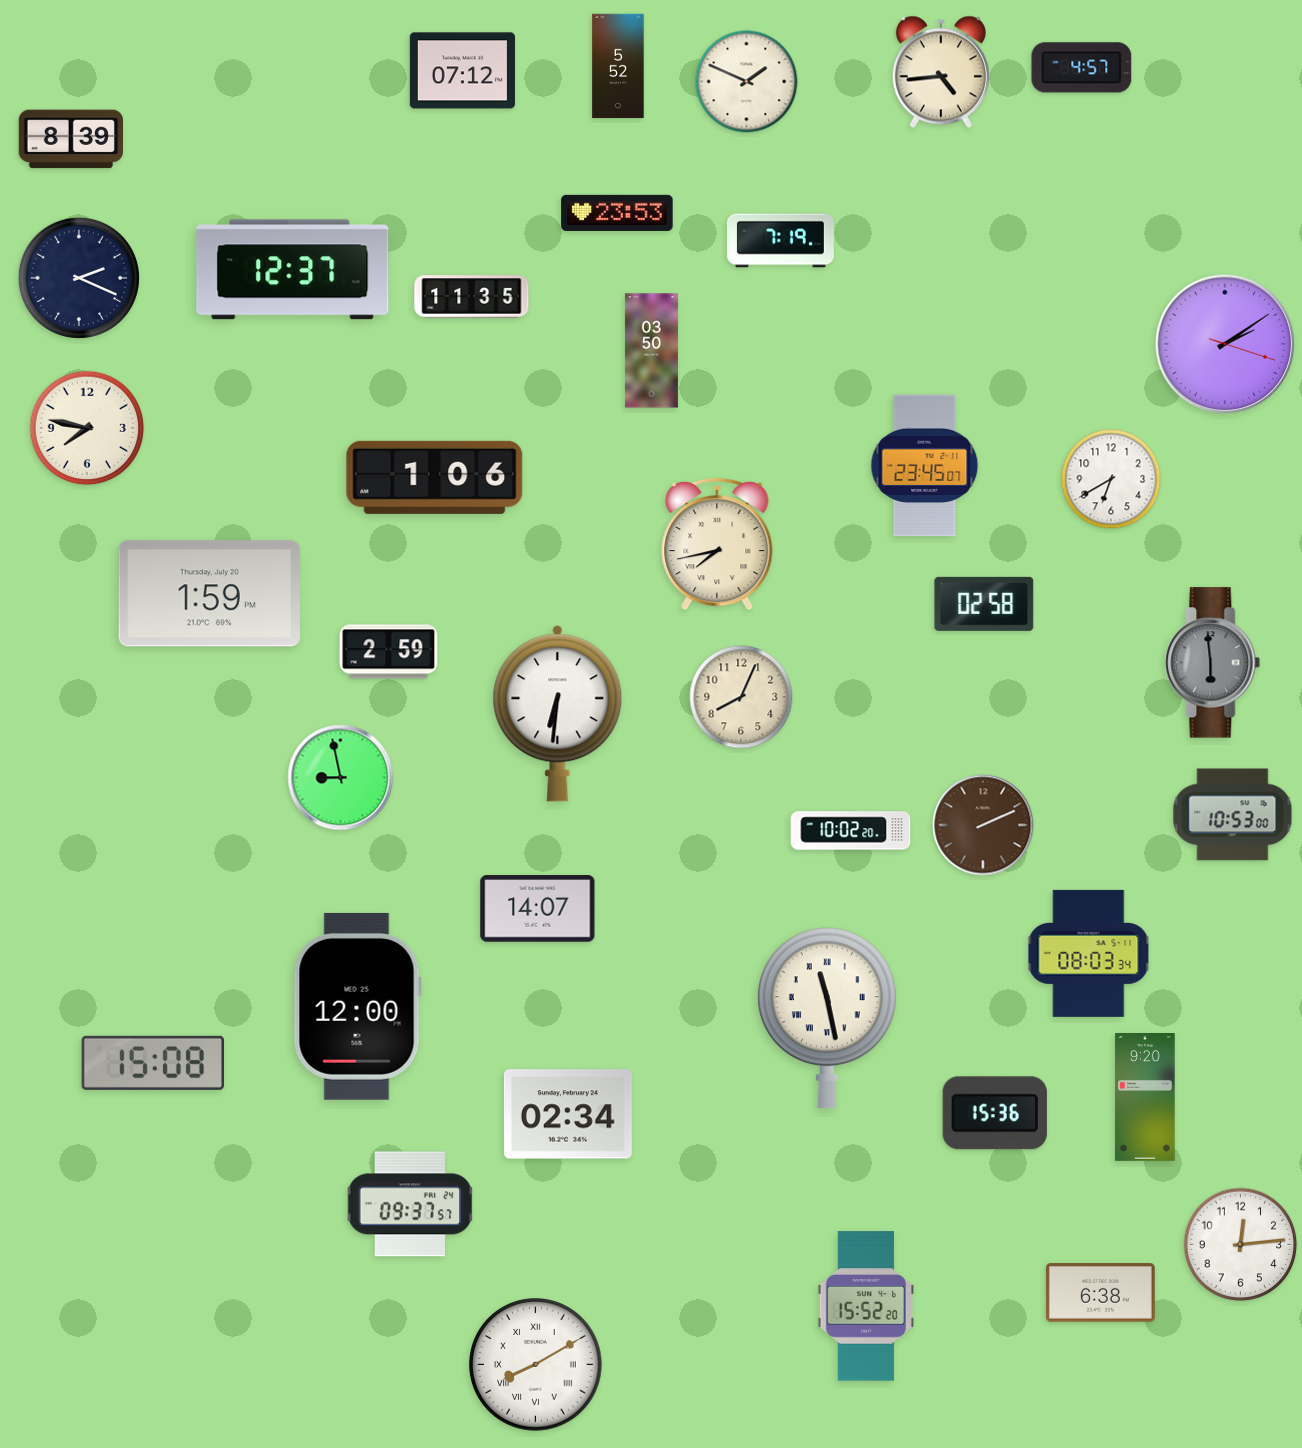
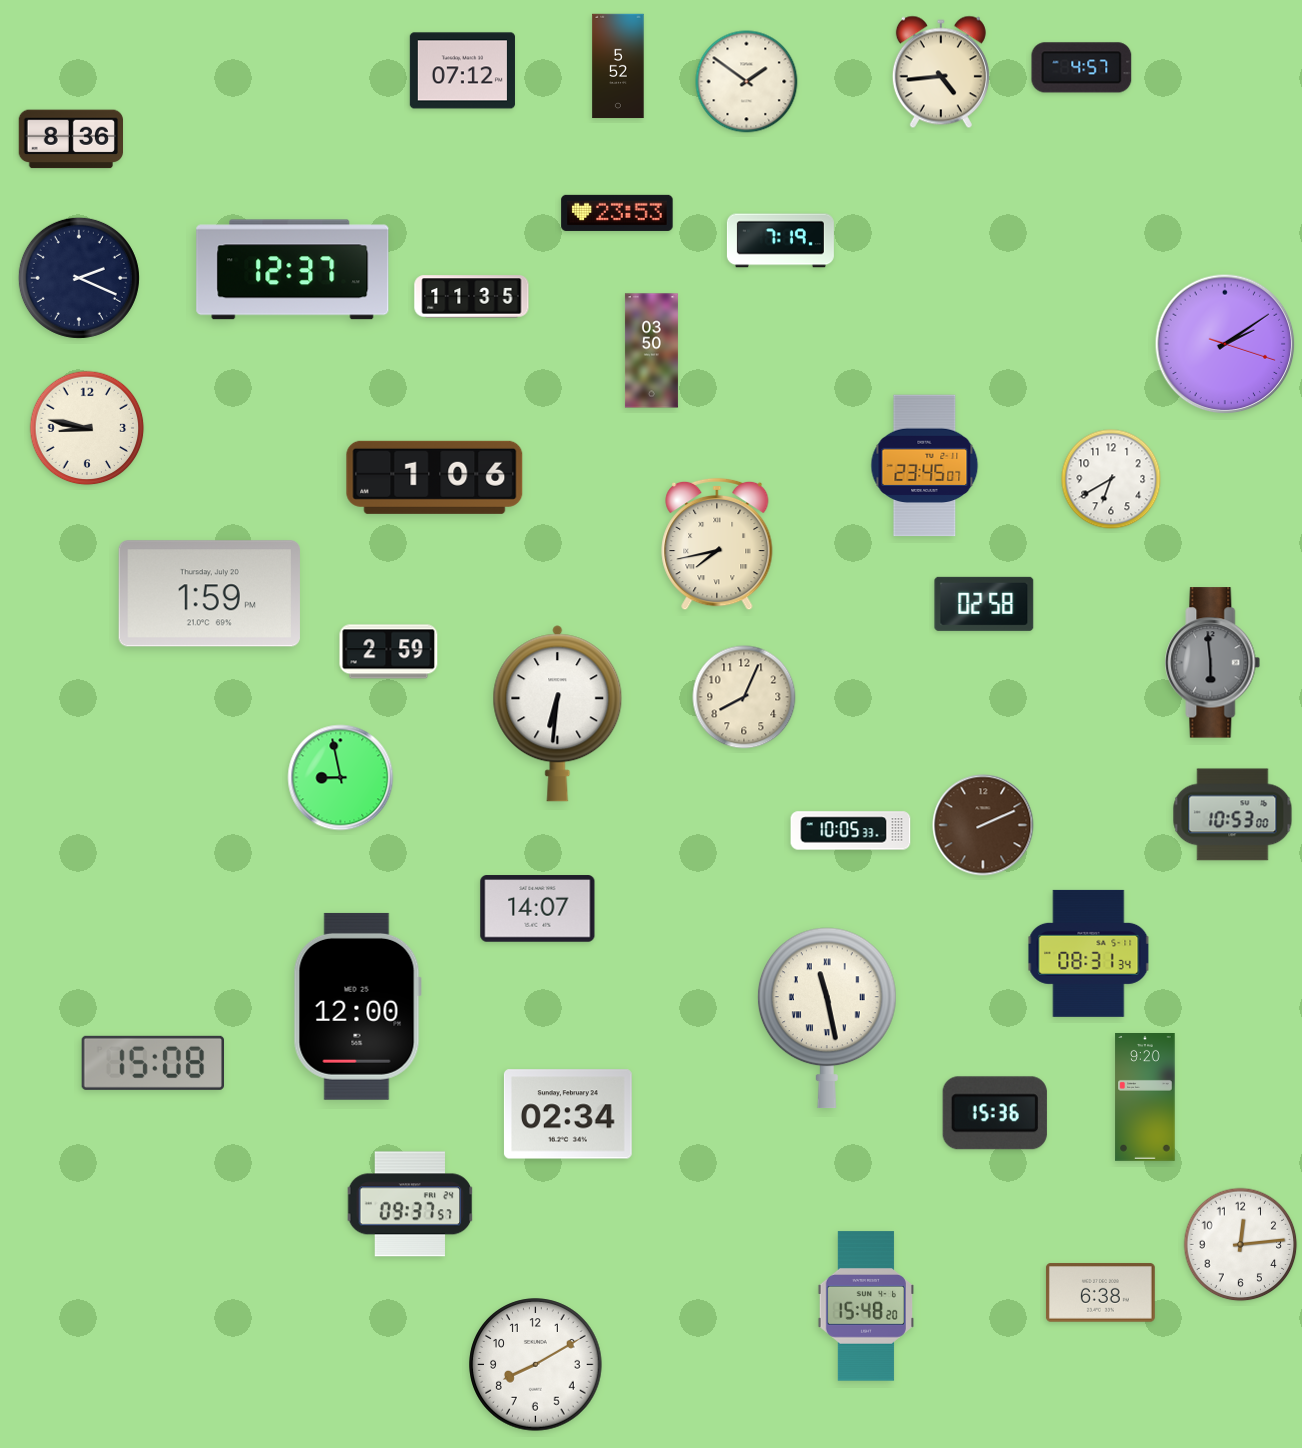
clock at (747, 82): 1:49 -> 1:51
clock at (70, 139): 8:39 -> 8:36
clock at (87, 428): 7:47 -> 8:47
clock at (741, 697) position: (741, 697) -> (744, 697)
clock at (851, 831): 10:02 -> 10:05
clock at (1089, 953): 08:03 -> 08:31
clock at (865, 1306): 15:52 -> 15:48
clock at (536, 1365) numerals: Roman -> Arabic
